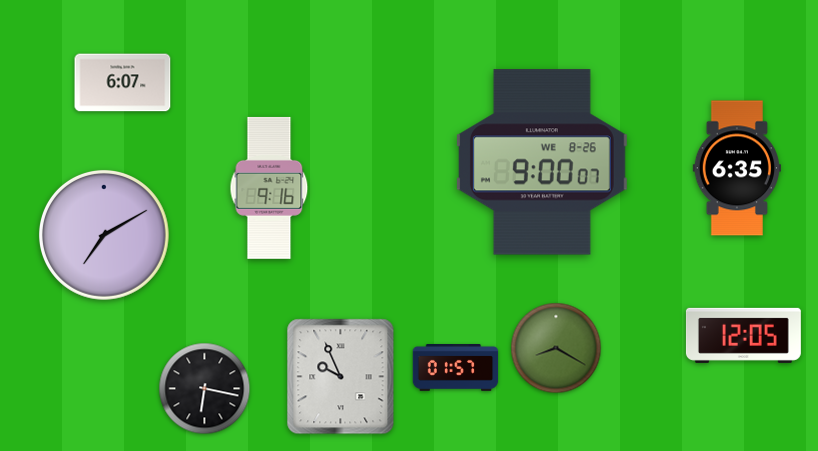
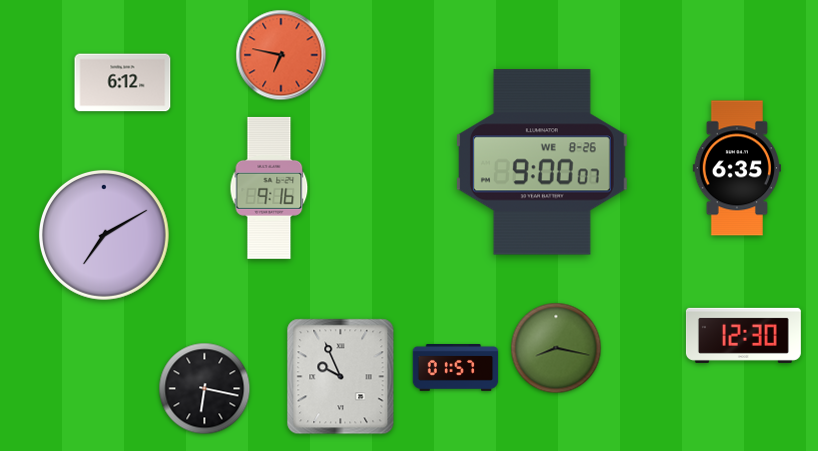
clock at (281, 55): none -> 6:47
clock at (123, 83): 6:07 -> 6:12
clock at (743, 335): 12:05 -> 12:30
clock at (556, 348): 8:20 -> 8:17
